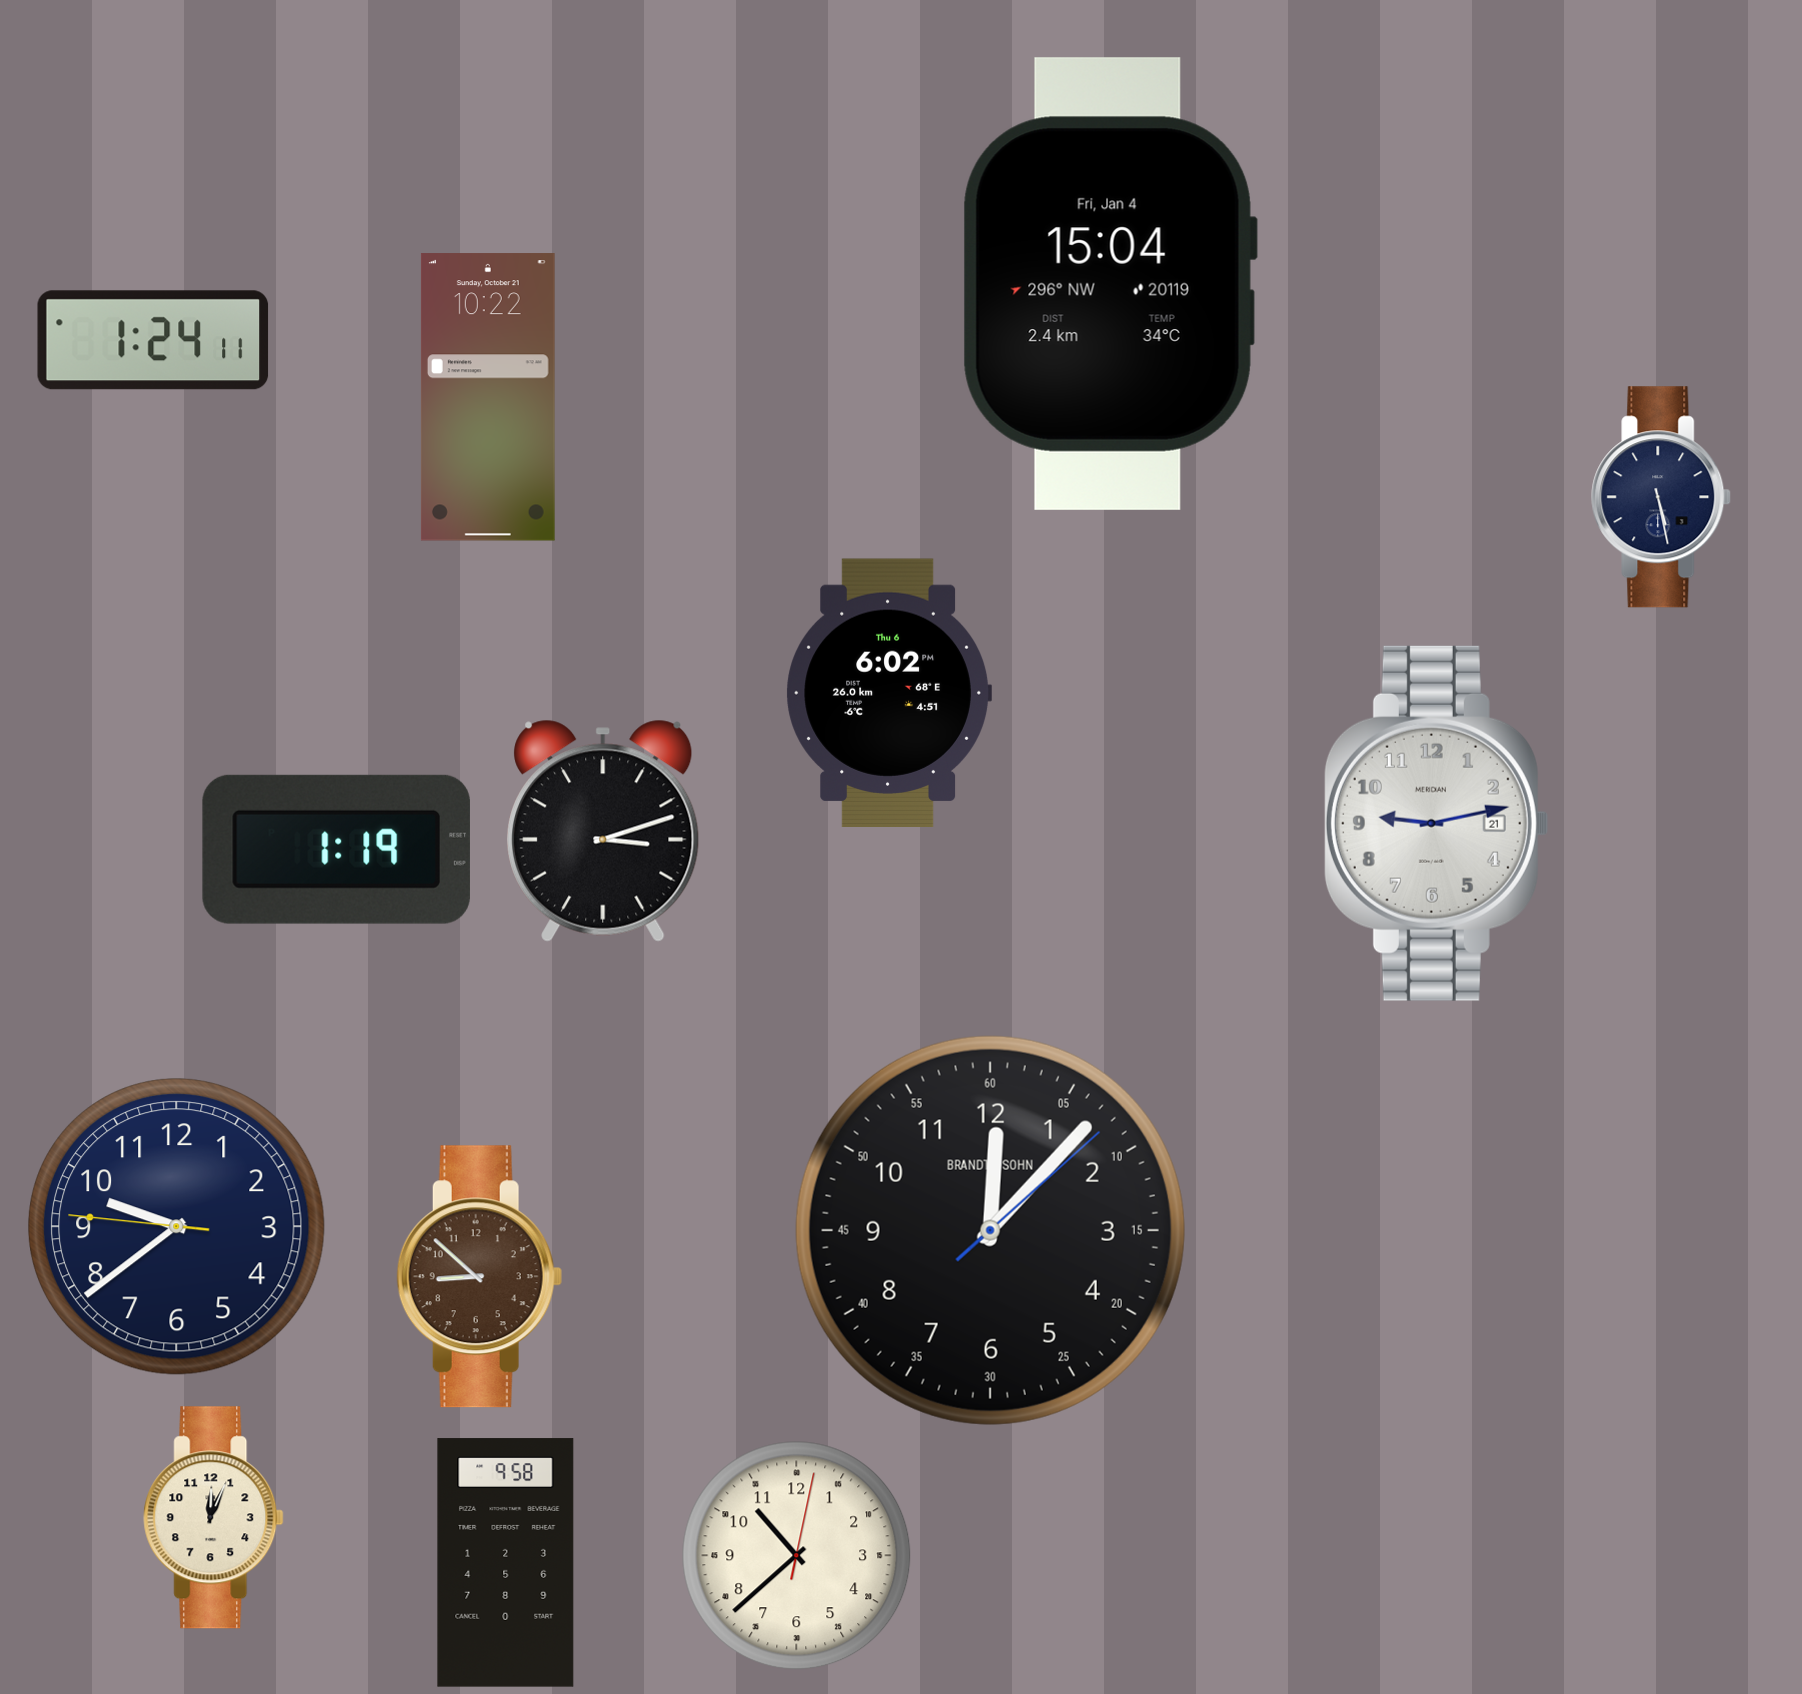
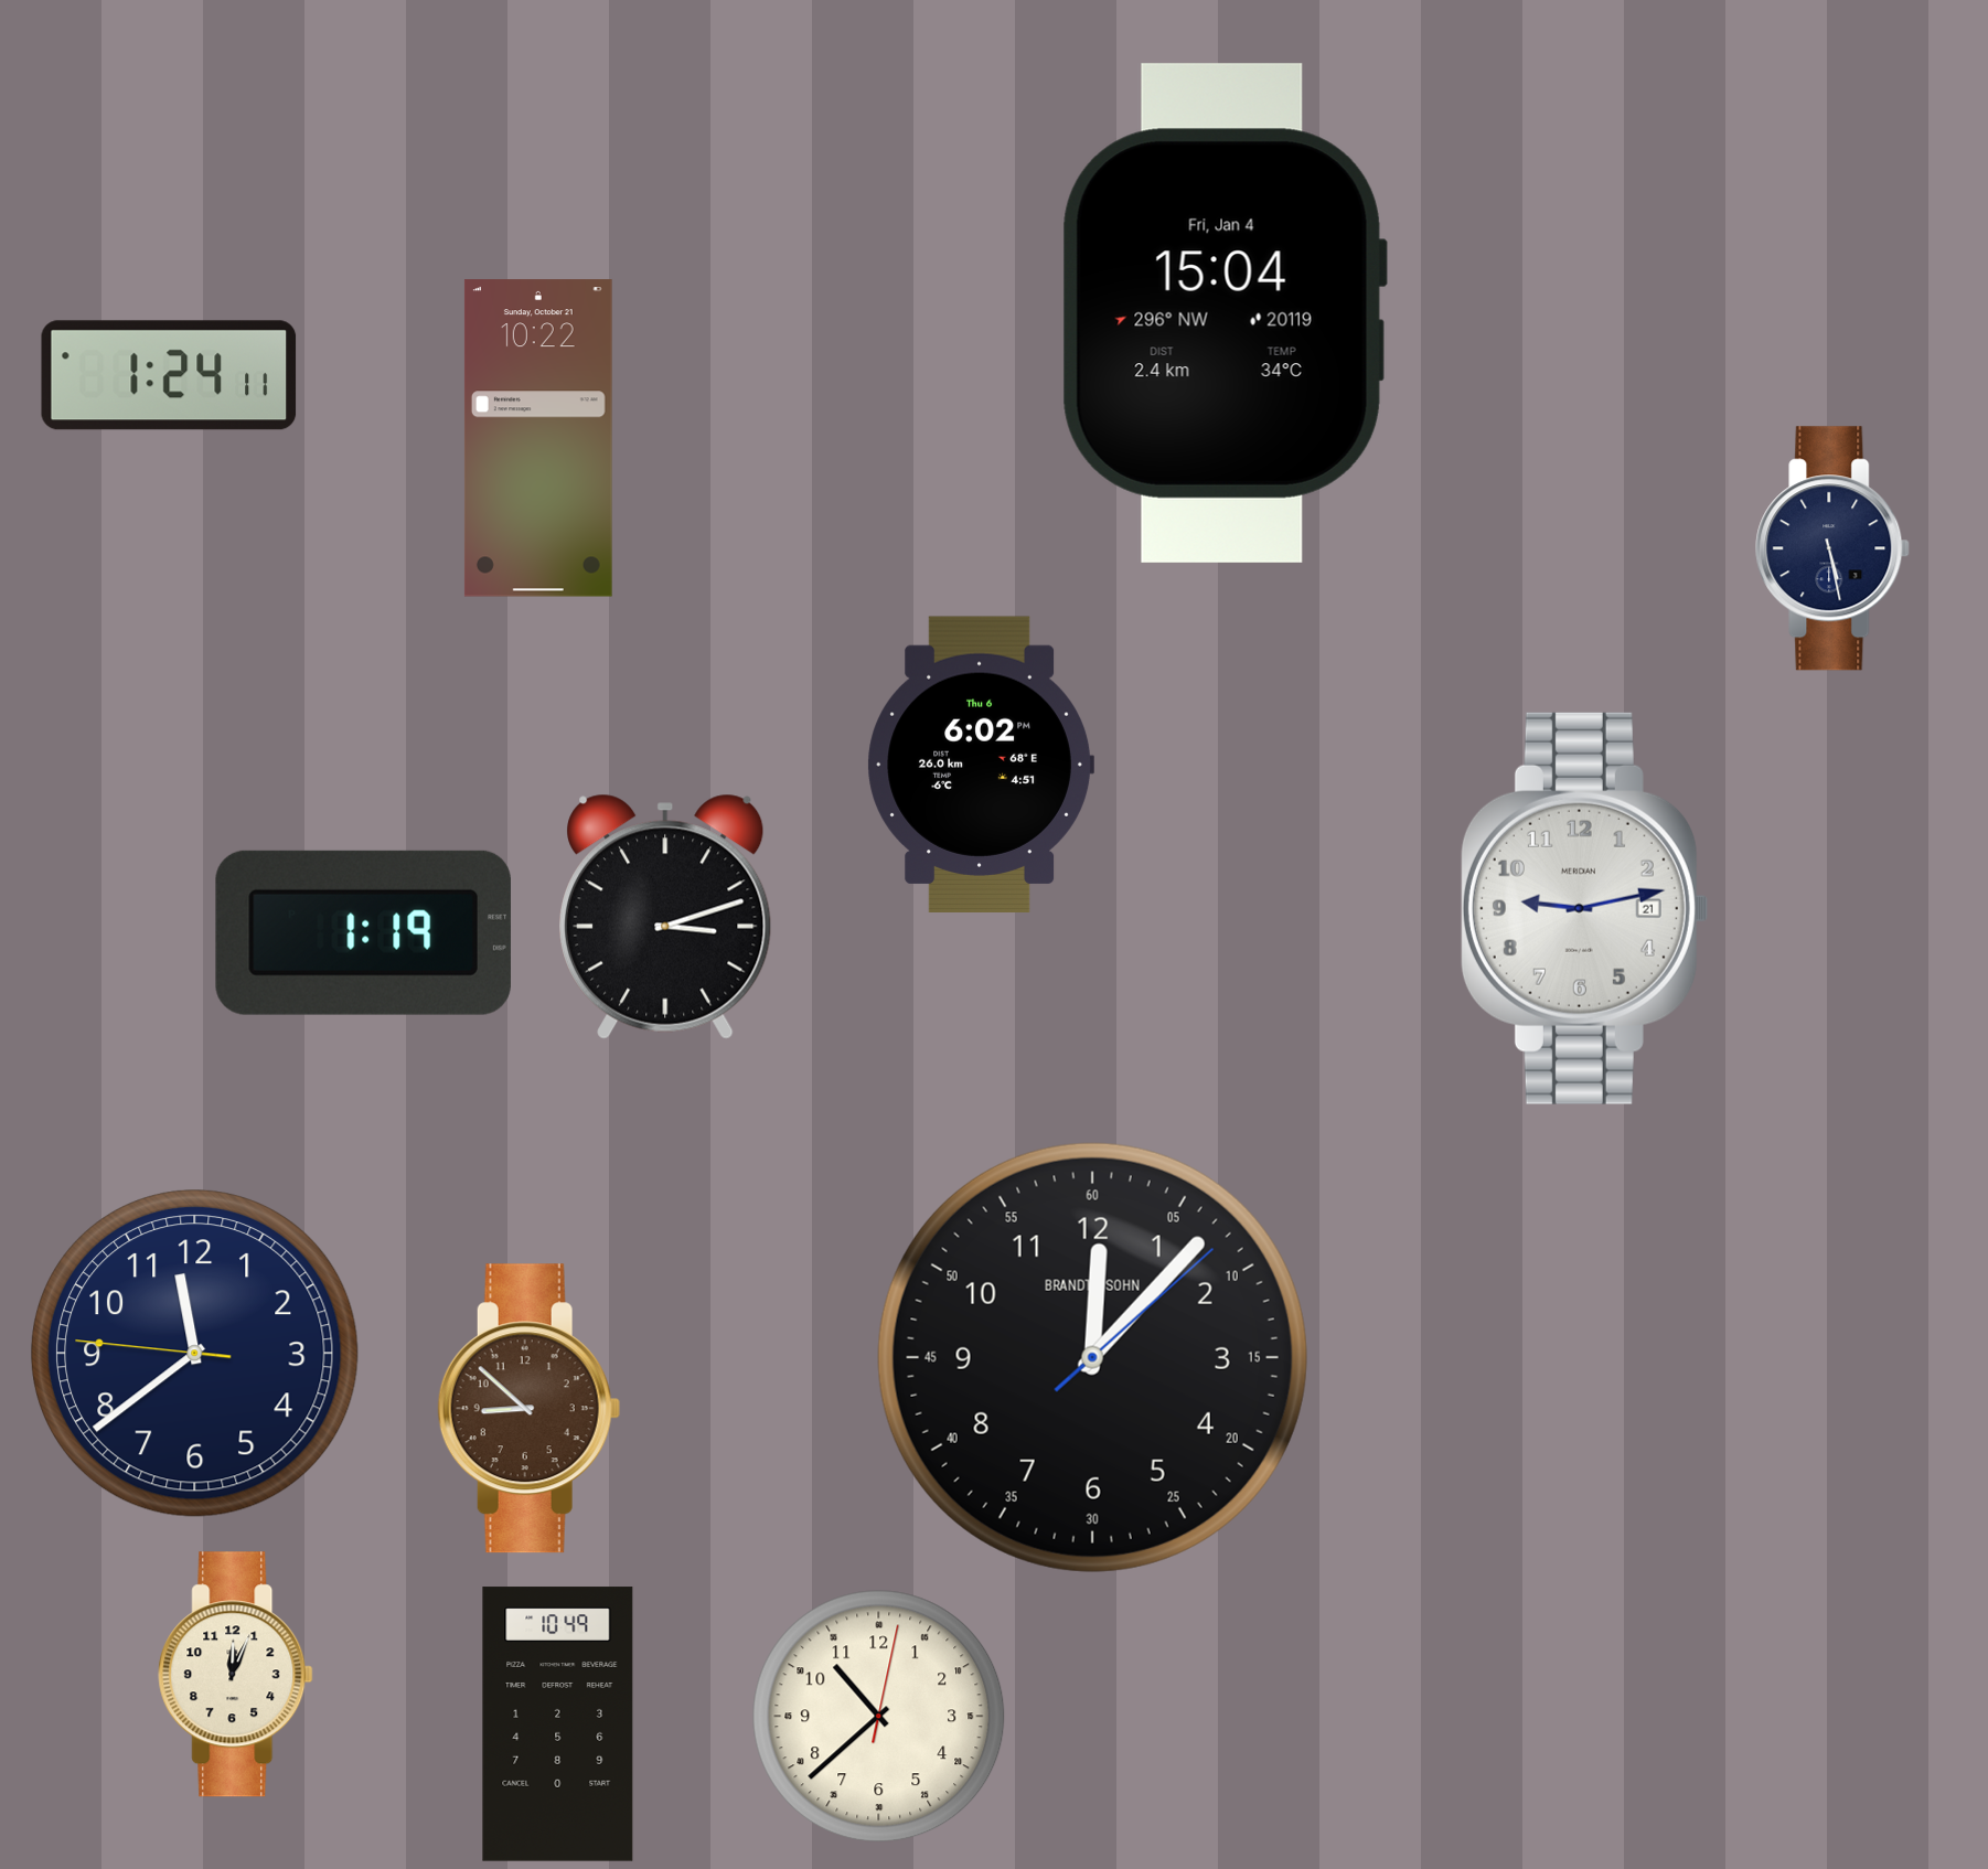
clock at (336, 849) position: (336, 849) -> (363, 932)
clock at (177, 1226): 9:38 -> 11:38
clock at (506, 1563): 9:58 -> 10:49
